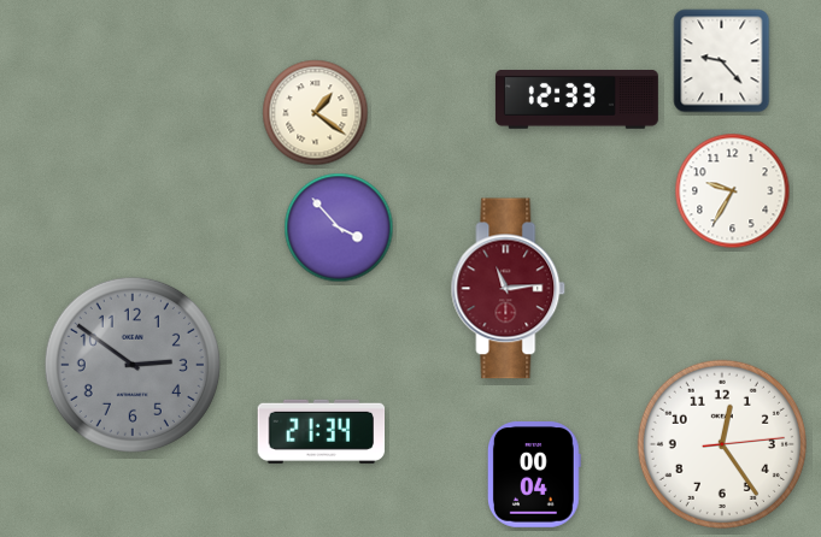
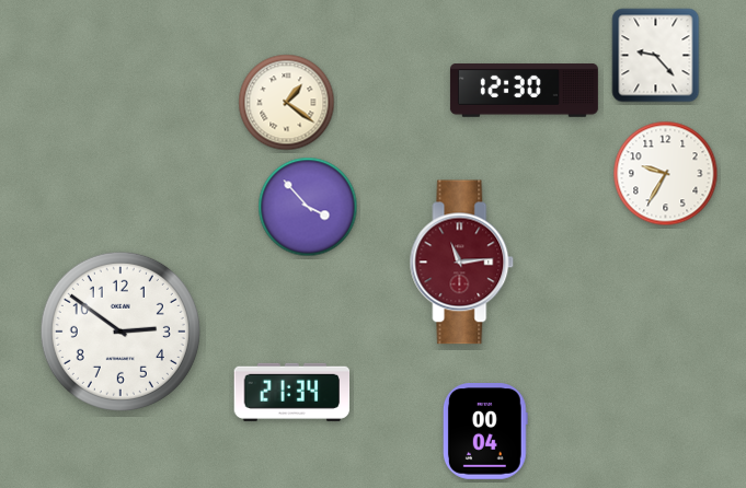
clock at (576, 100): 12:33 -> 12:30
clock at (133, 365) dial: grey -> white
clock at (722, 444): 12:24 -> none
